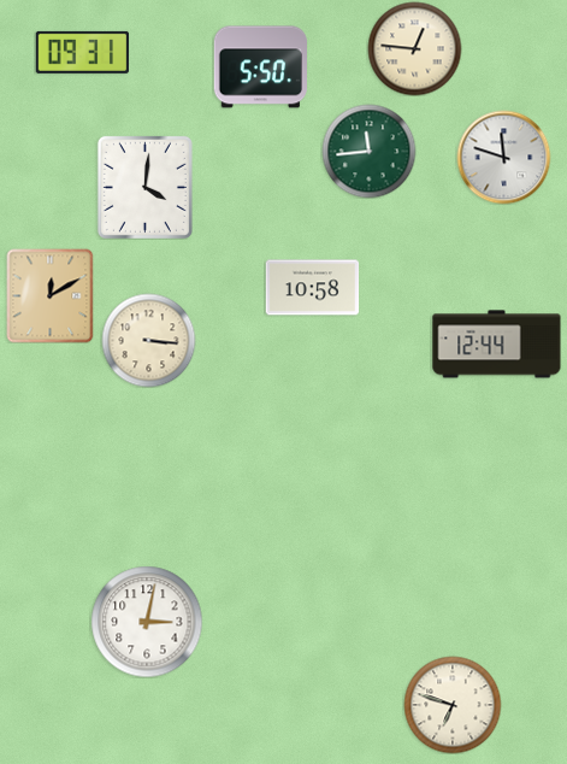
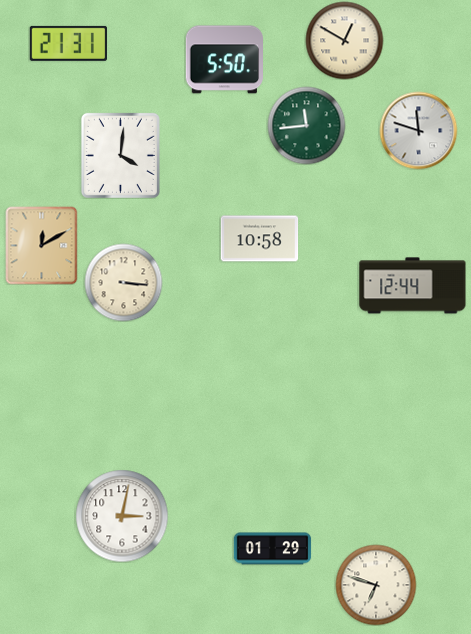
clock at (414, 48): 12:46 -> 12:50
clock at (82, 52): 09:31 -> 21:31
clock at (260, 67) position: (260, 67) -> (224, 60)
clock at (272, 549): none -> 01:29
